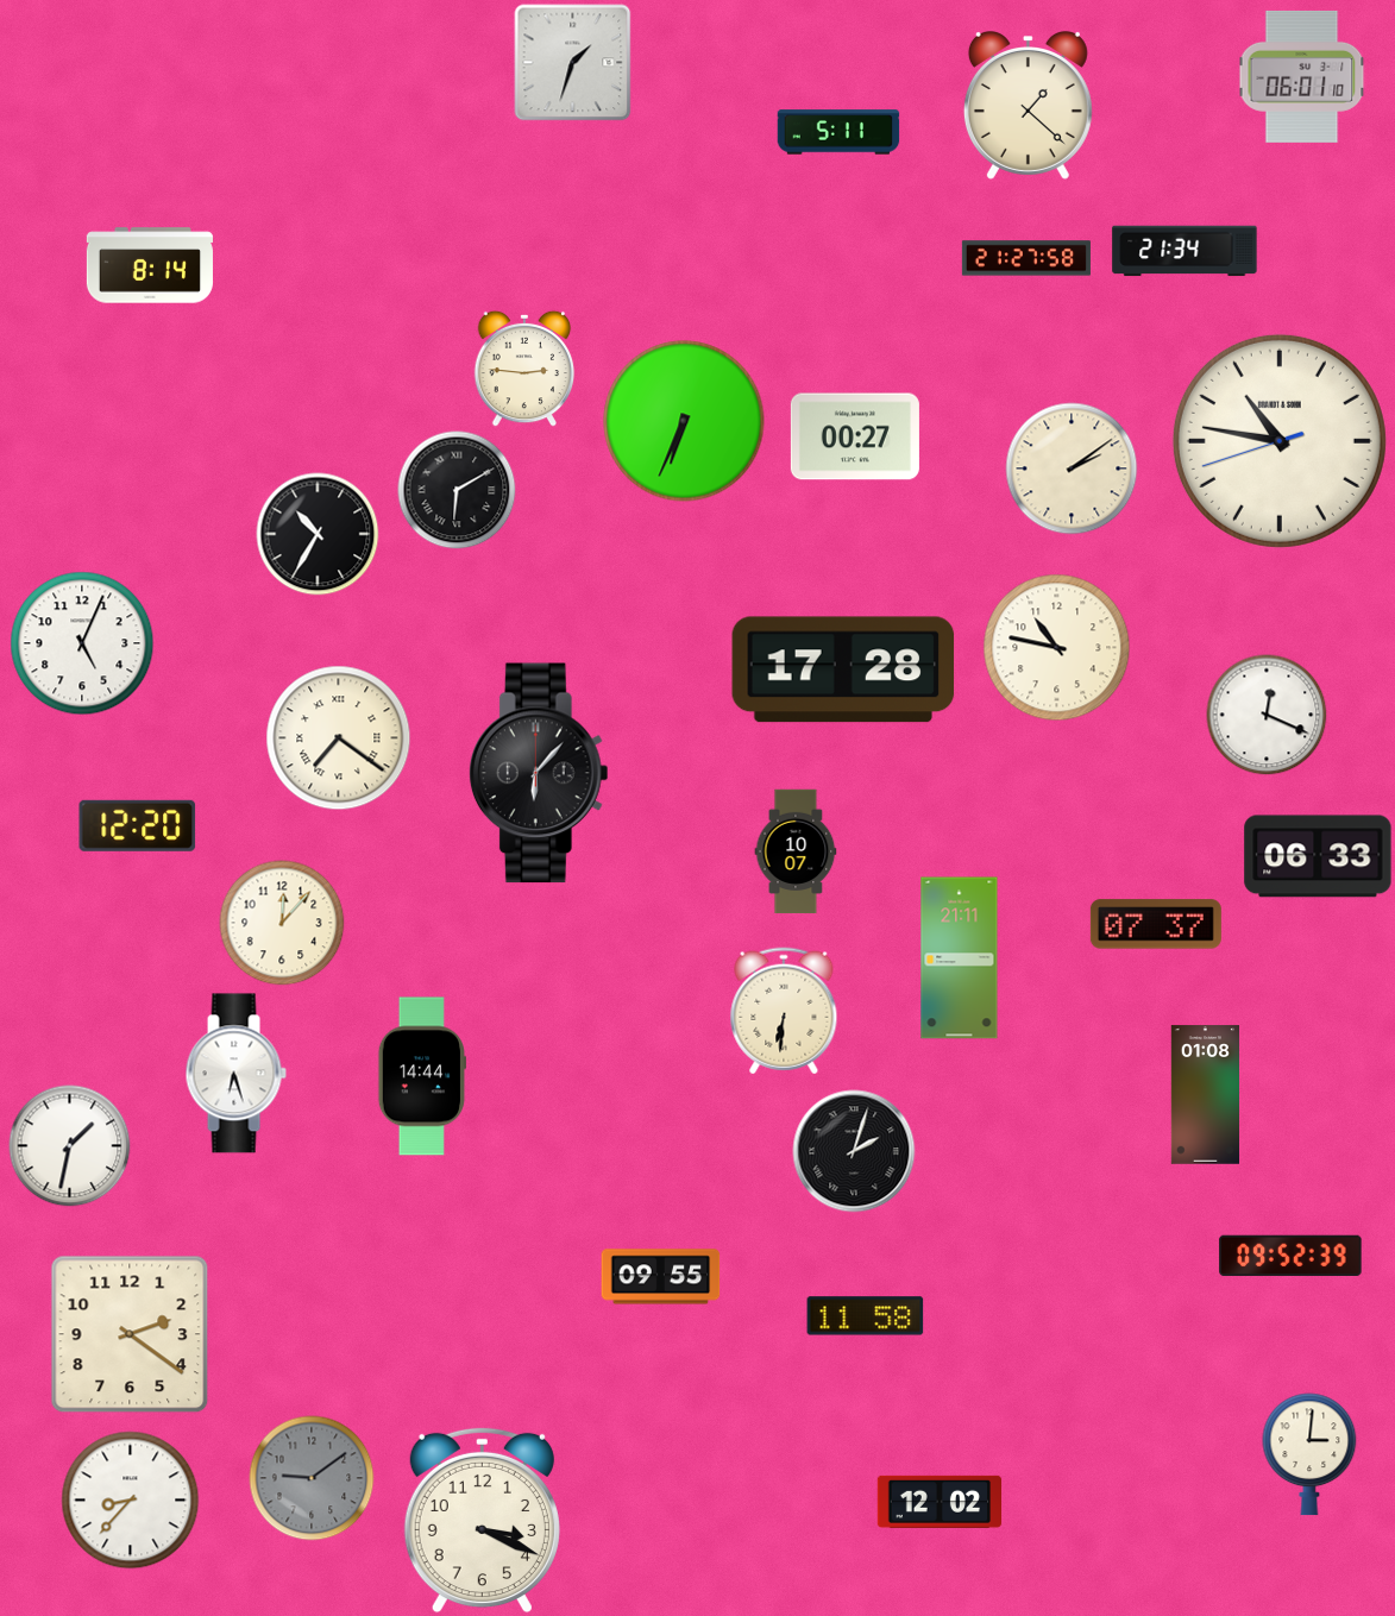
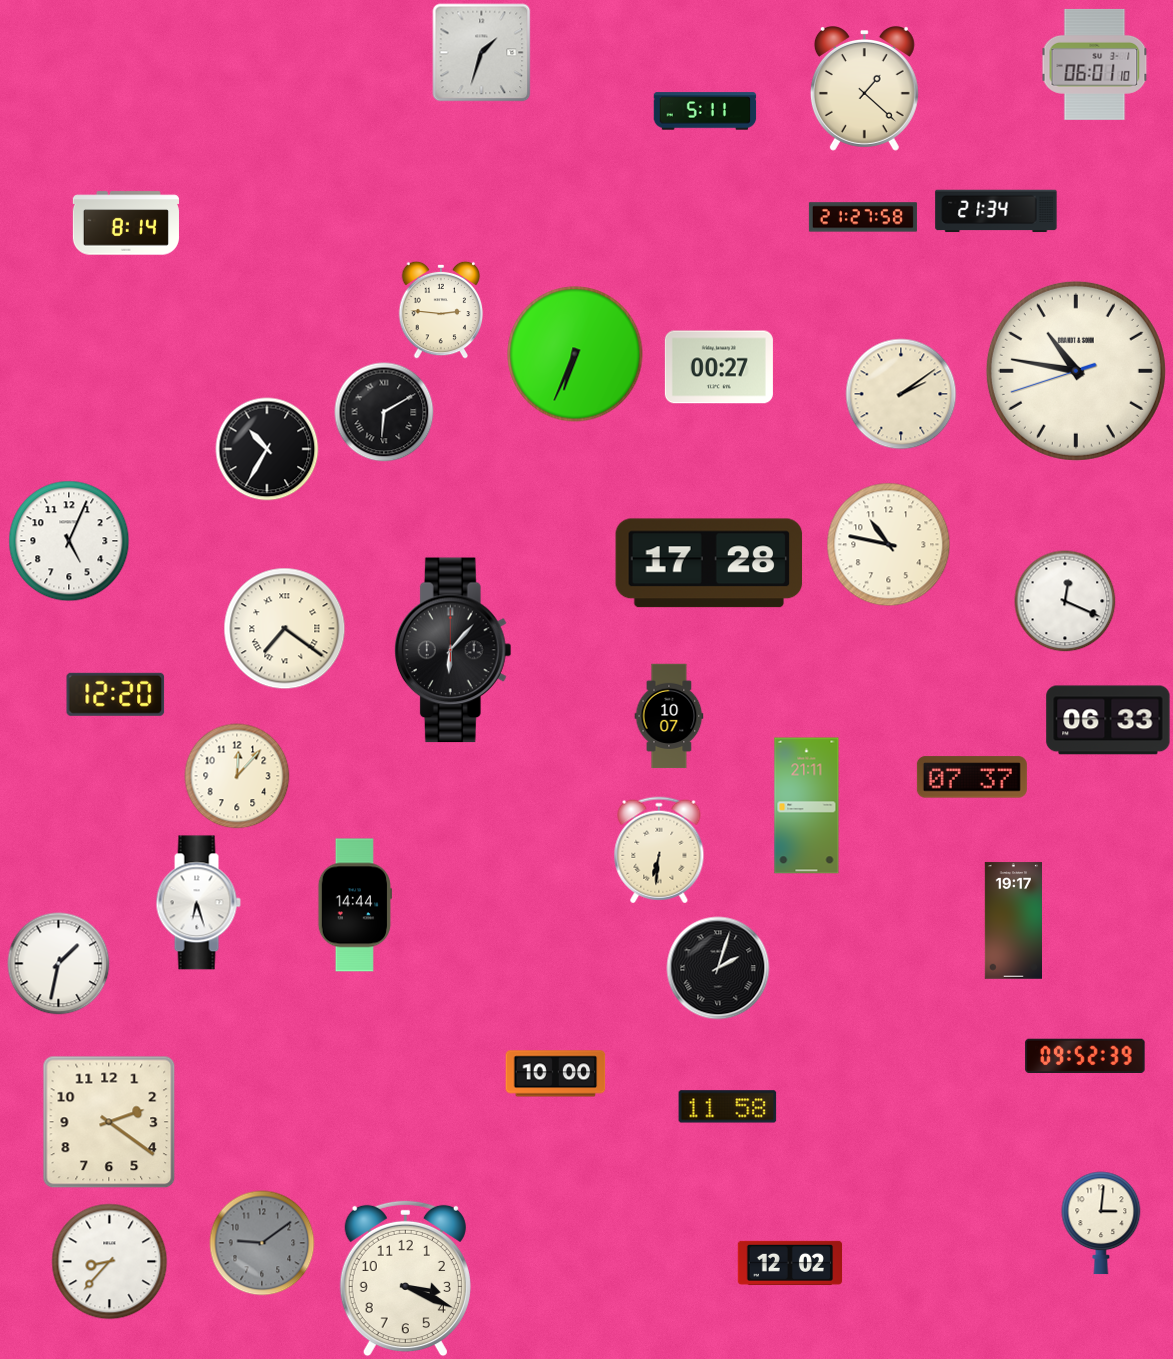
clock at (339, 738) position: (339, 738) -> (285, 629)
clock at (1205, 1095): 01:08 -> 19:17
clock at (661, 1277): 09:55 -> 10:00
